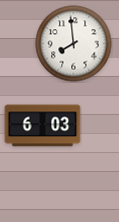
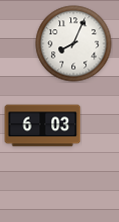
clock at (74, 44): 7:59 -> 8:04
